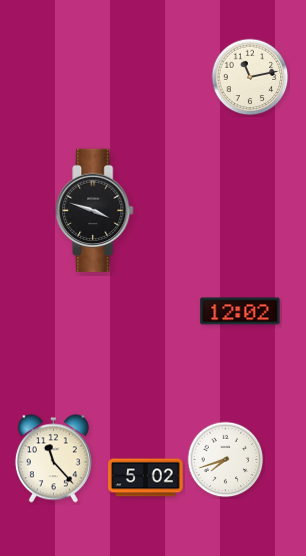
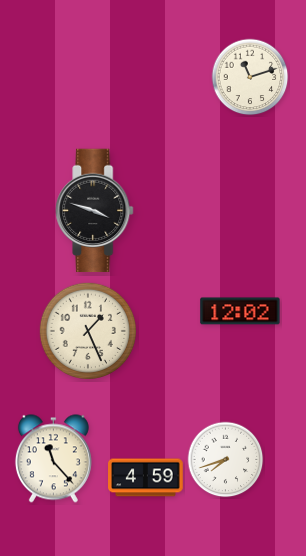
clock at (250, 77): 11:13 -> 11:12
clock at (87, 330): none -> 1:26
clock at (146, 478): 5:02 -> 4:59
